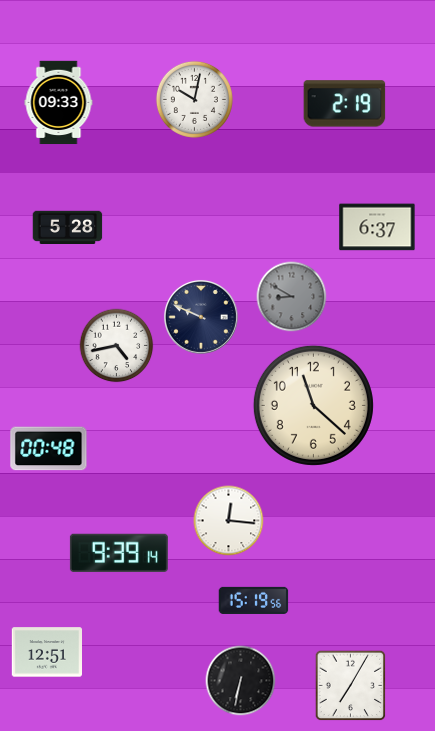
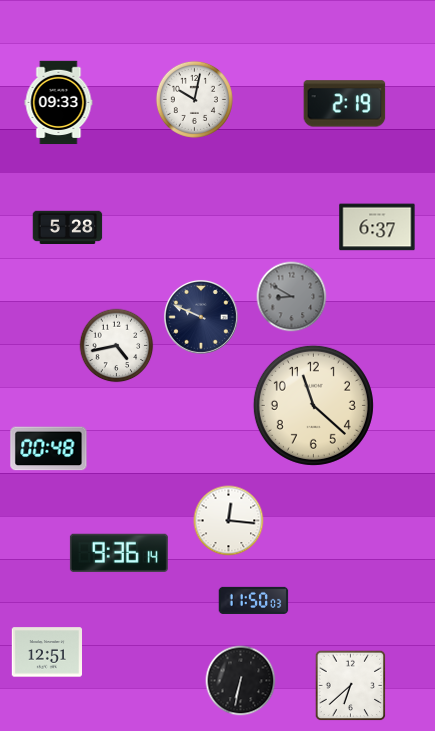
clock at (119, 553): 9:39 -> 9:36
clock at (254, 600): 15:19 -> 11:50
clock at (351, 686): 7:05 -> 6:38
